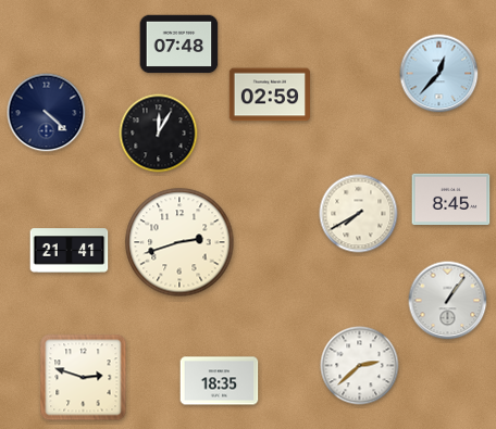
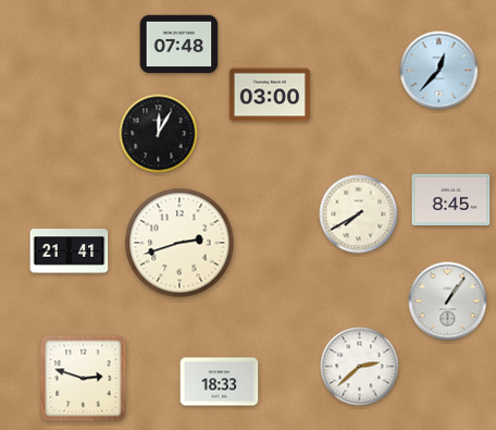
clock at (439, 74) position: (439, 74) -> (439, 71)
clock at (269, 94): 02:59 -> 03:00
clock at (47, 113): 4:22 -> none
clock at (220, 381): 18:35 -> 18:33
